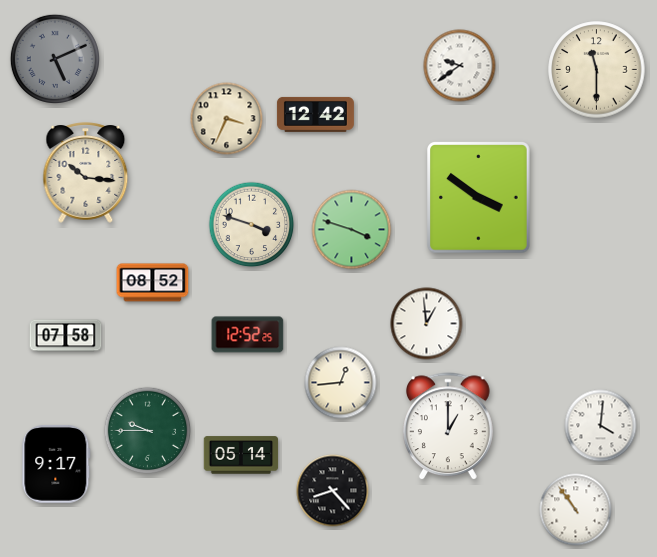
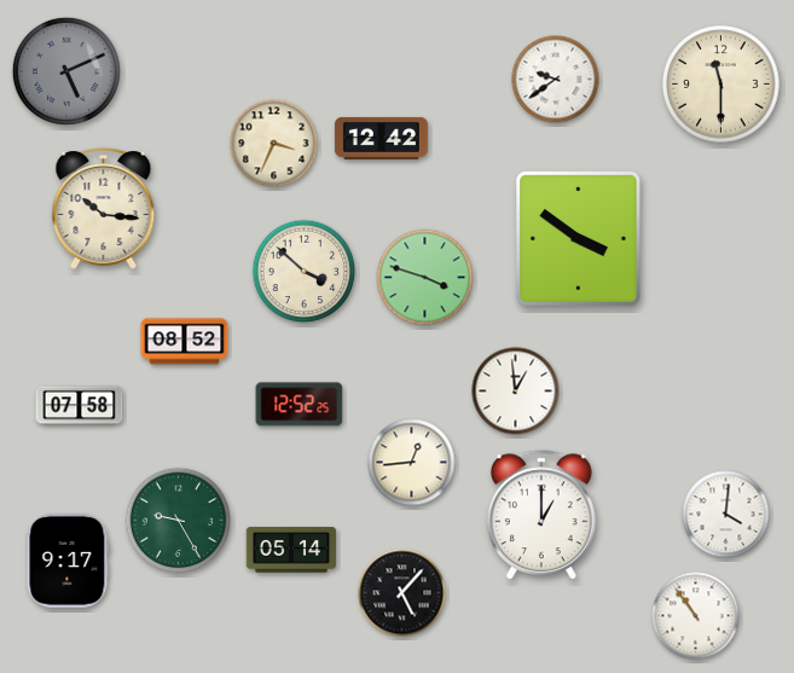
clock at (252, 225): 3:48 -> 3:52
clock at (148, 431): 9:45 -> 9:25
clock at (333, 491): 8:23 -> 5:07
